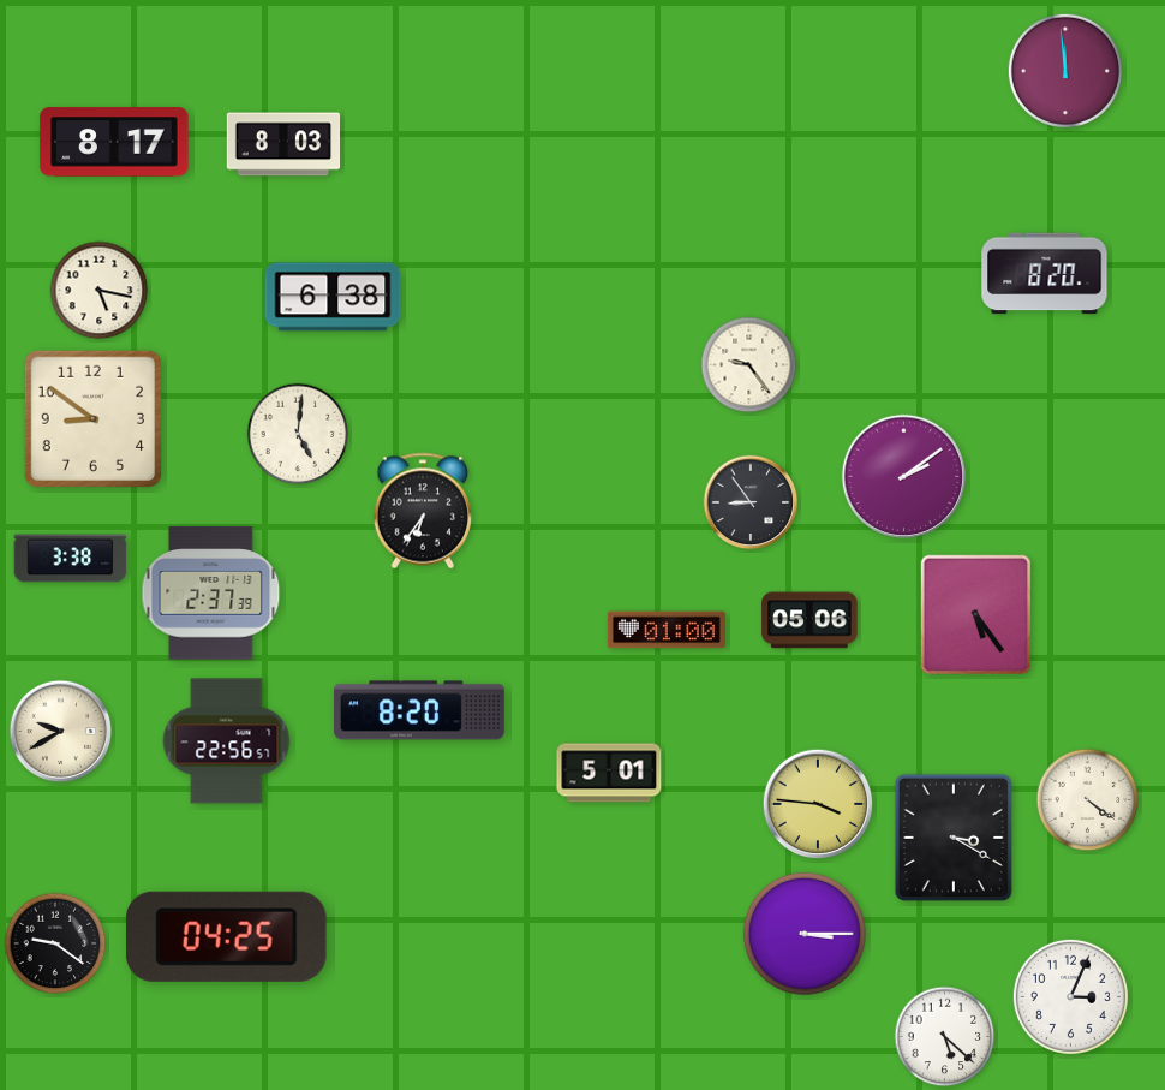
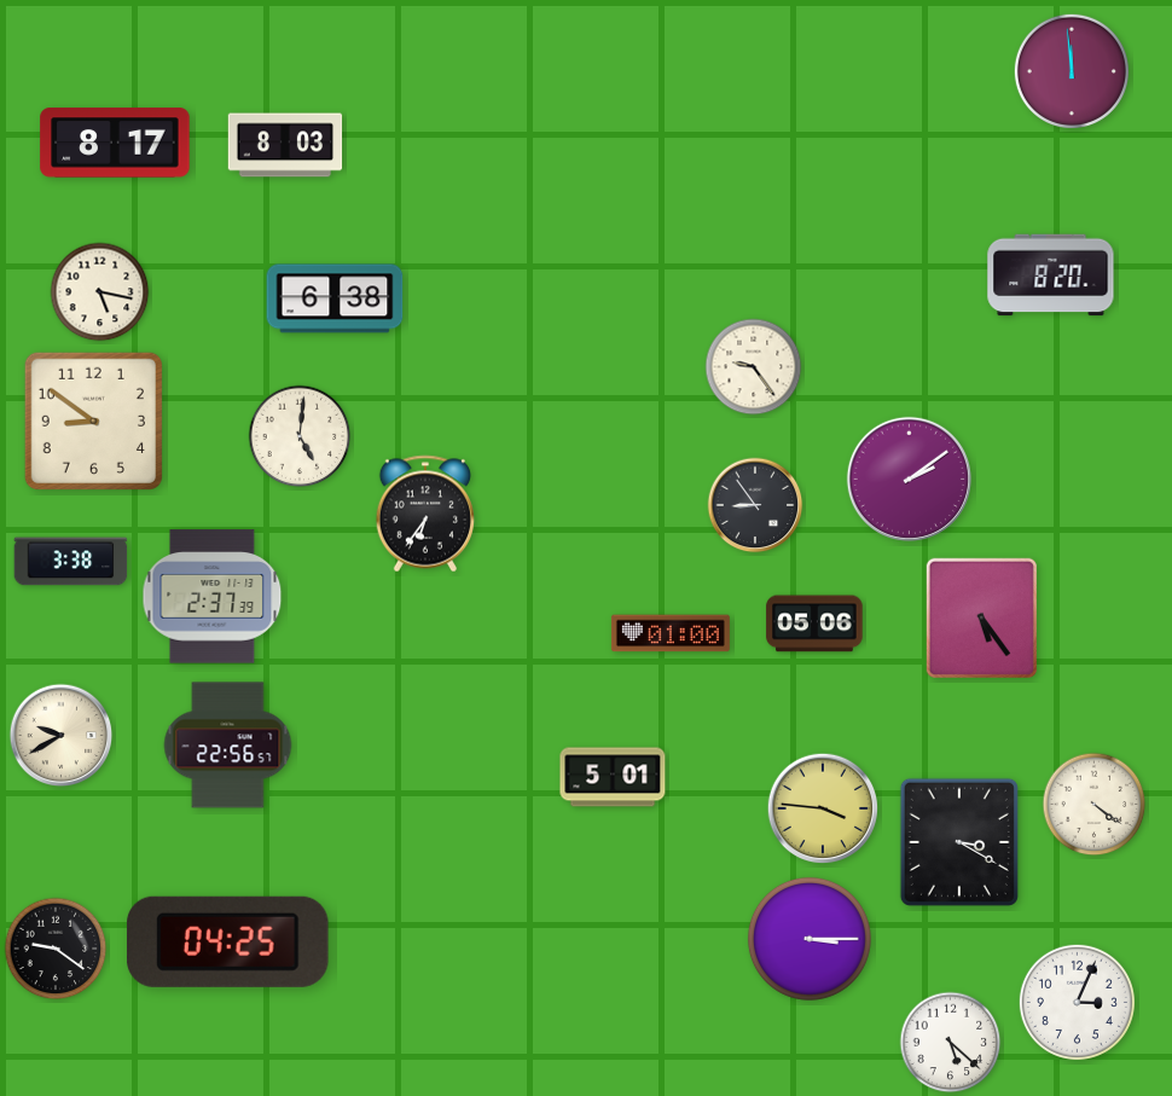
clock at (419, 710): 8:20 -> none
